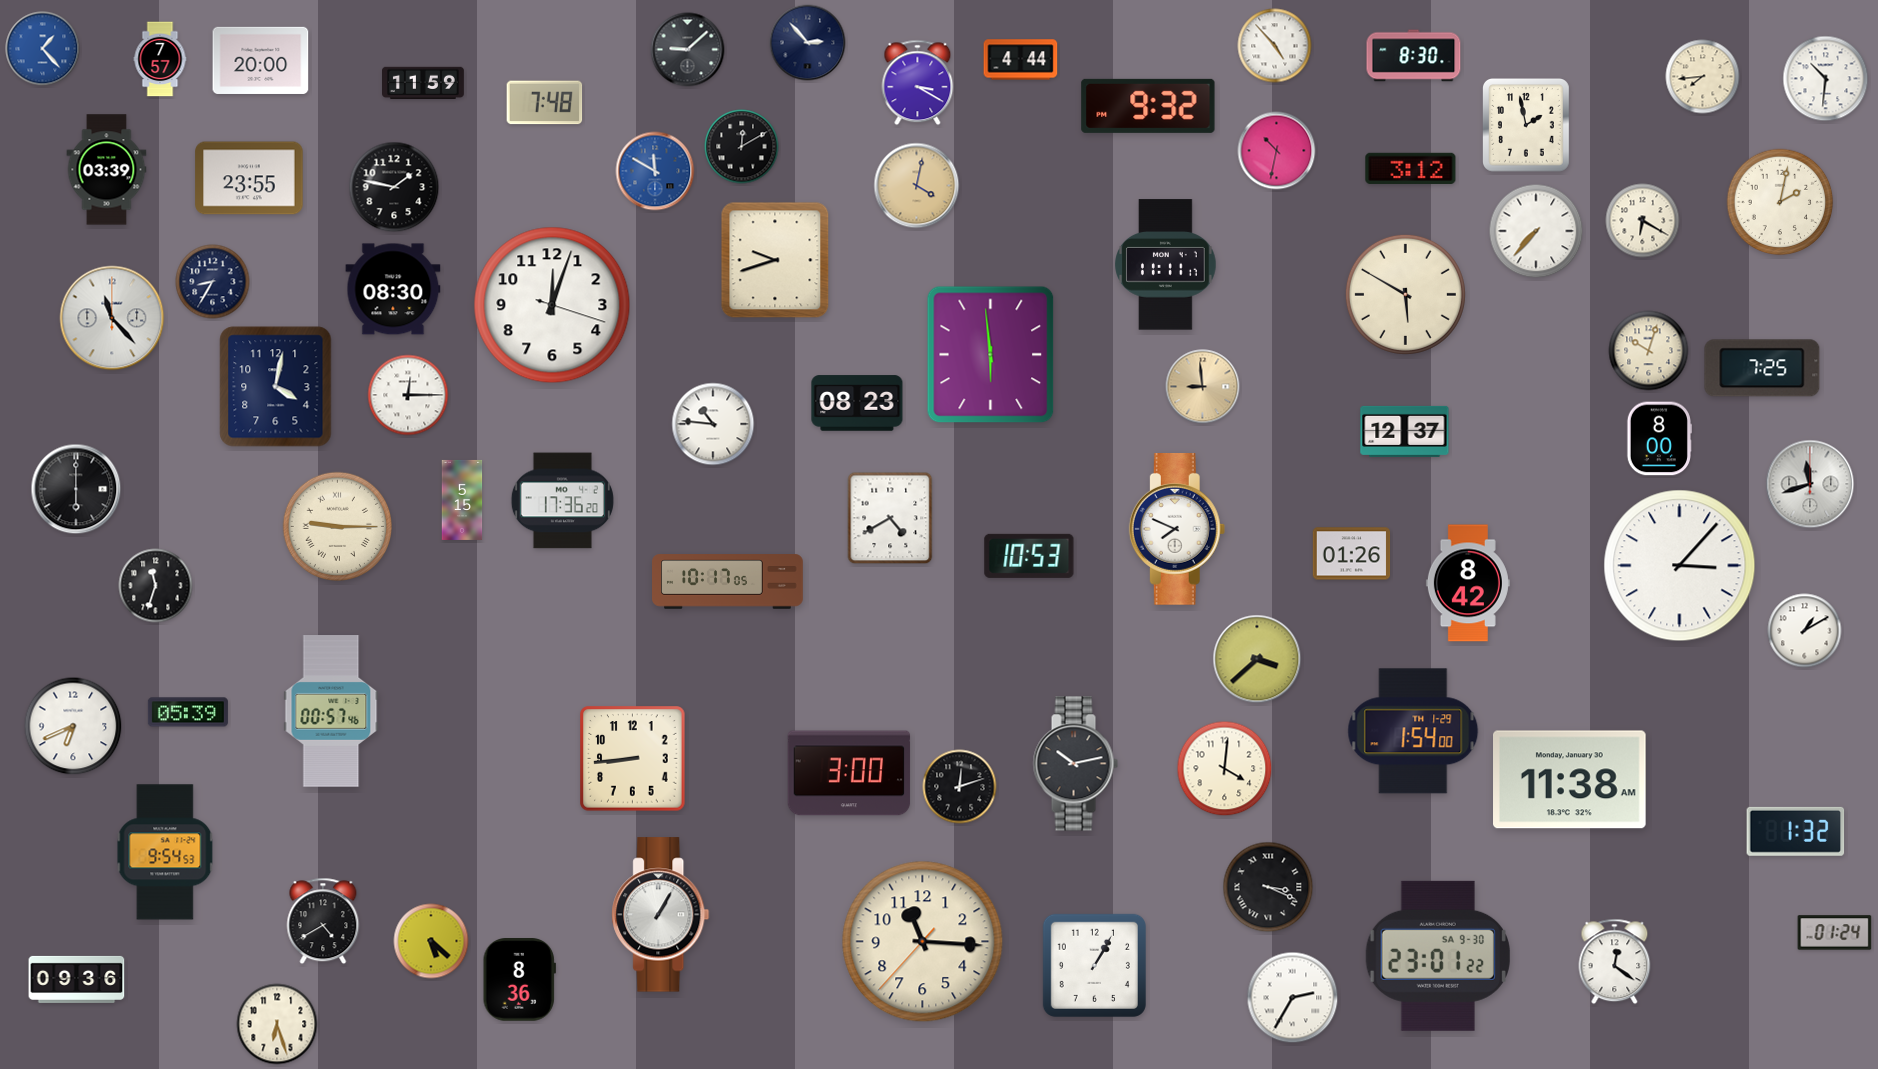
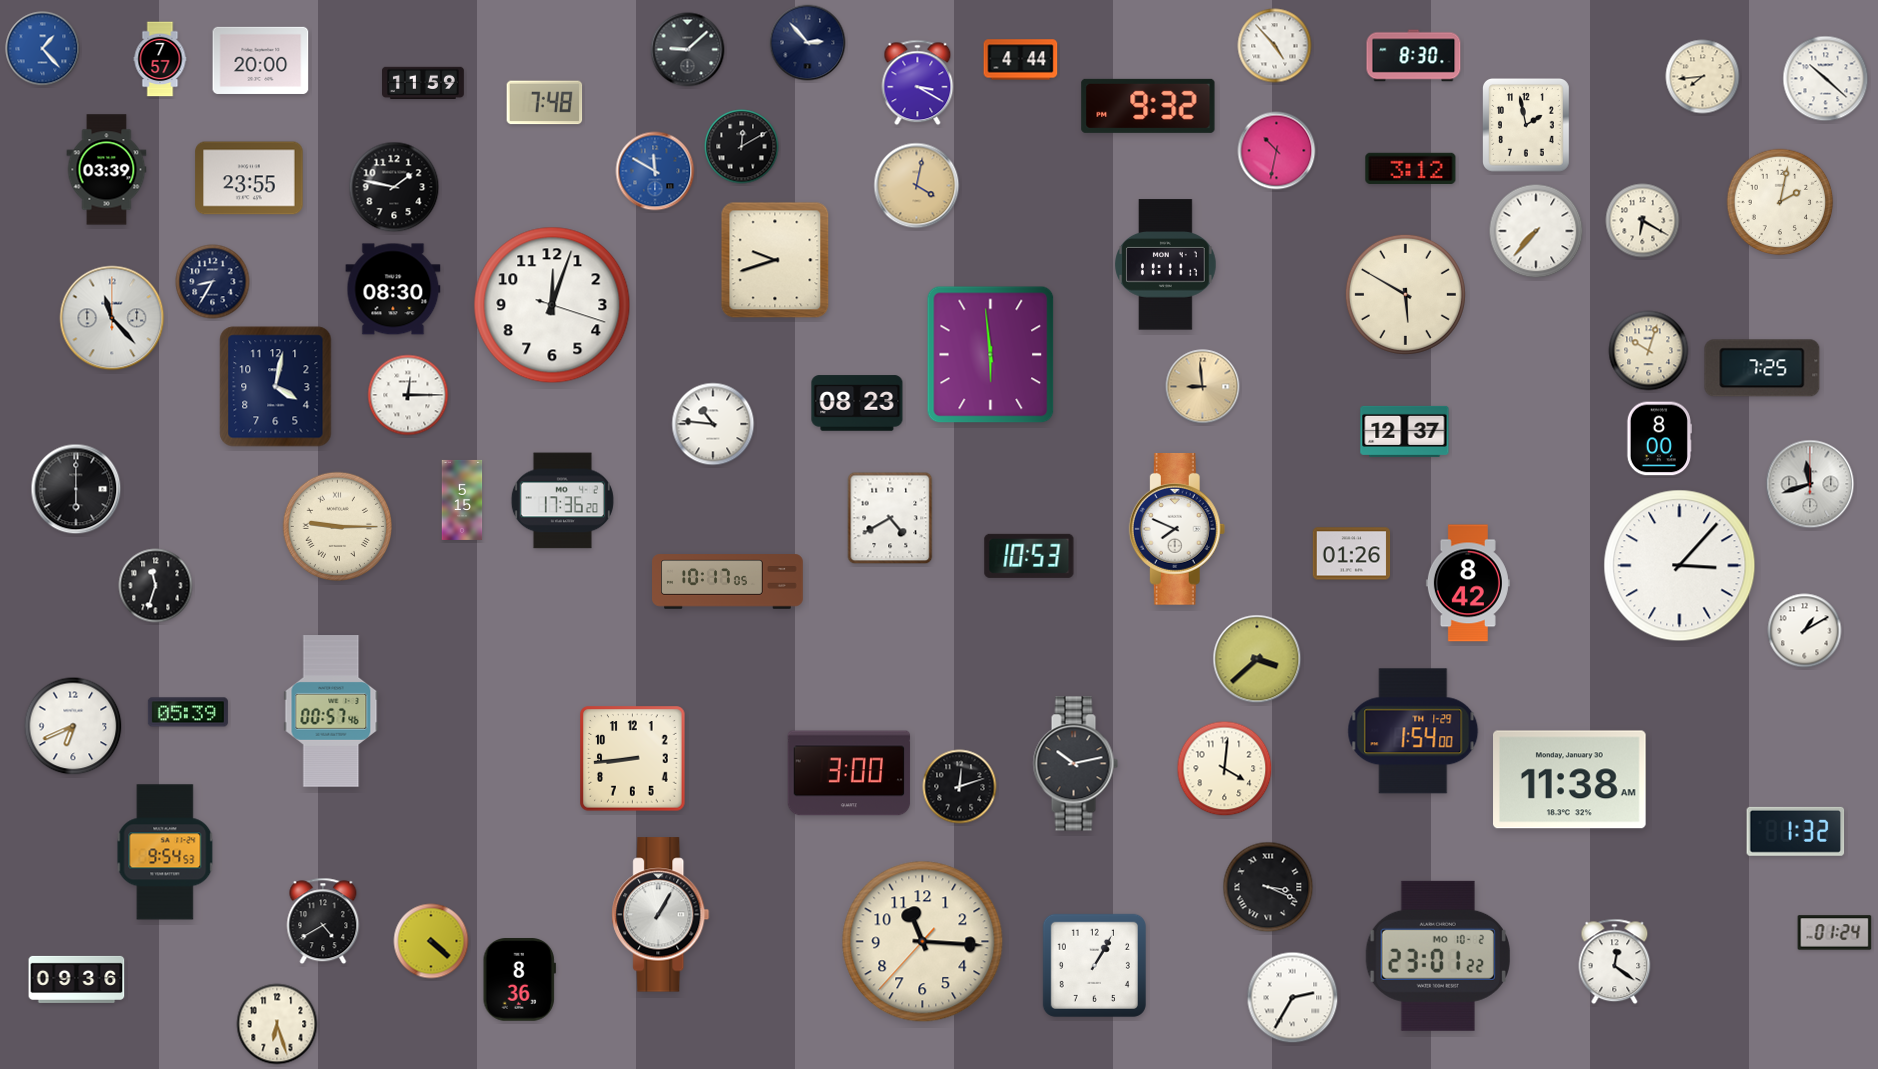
clock at (1826, 79): 10:31 -> 10:22
clock at (431, 941): 5:22 -> 4:22
clock at (1438, 956) date: SA 9-30 -> MO 10-2
